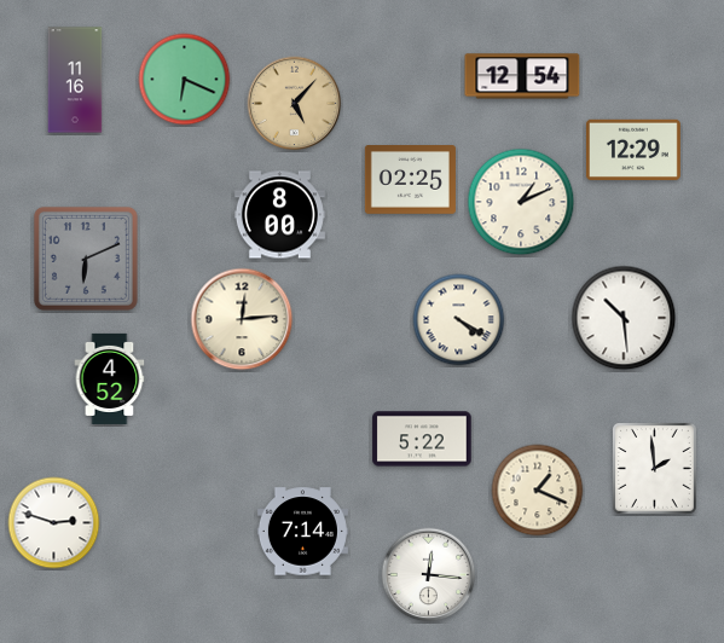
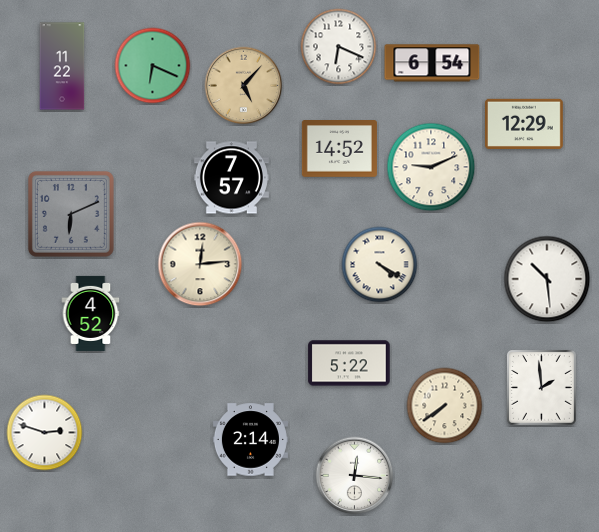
clock at (339, 47): none -> 6:19
clock at (522, 76): 12:54 -> 6:54
clock at (75, 80): 11:16 -> 11:22
clock at (410, 180): 02:25 -> 14:52
clock at (521, 202): 1:11 -> 9:11
clock at (279, 215): 8:00 -> 7:57
clock at (624, 318) position: (624, 318) -> (547, 279)
clock at (538, 491): 1:19 -> 7:39
clock at (302, 532): 7:14 -> 2:14
